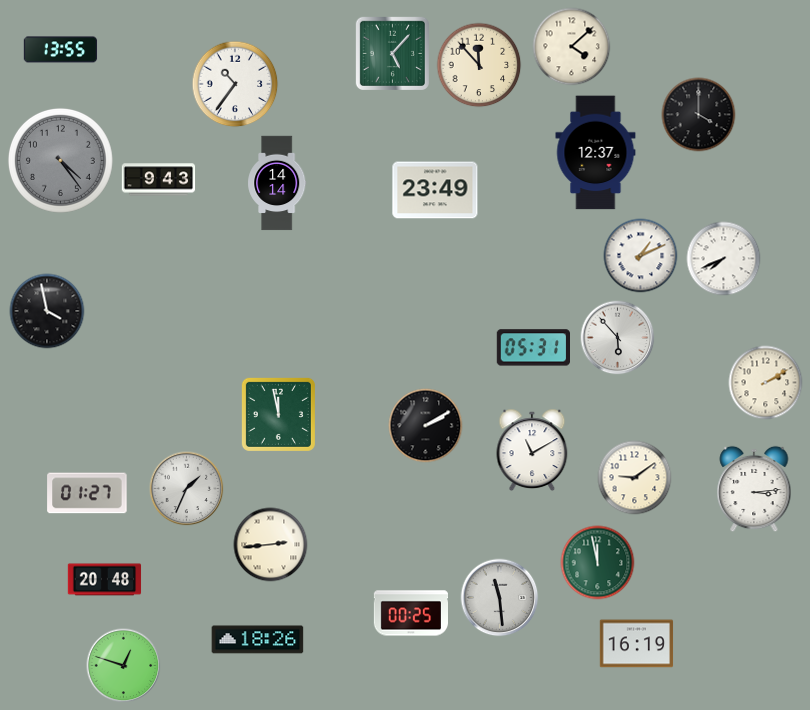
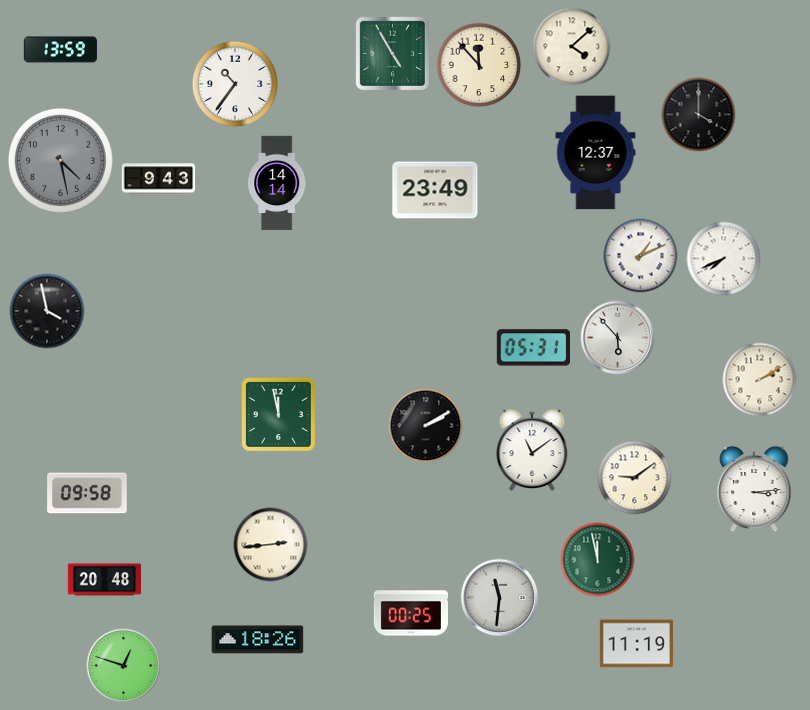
clock at (61, 50): 13:55 -> 13:59
clock at (392, 53): 5:07 -> 4:55
clock at (60, 160): 4:24 -> 4:28
clock at (766, 383) position: (766, 383) -> (760, 380)
clock at (532, 450): 11:10 -> 11:09
clock at (187, 489): 1:34 -> none
clock at (87, 493): 01:27 -> 09:58
clock at (598, 563) position: (598, 563) -> (598, 560)
clock at (500, 598): 11:29 -> 11:31
clock at (637, 644): 16:19 -> 11:19
